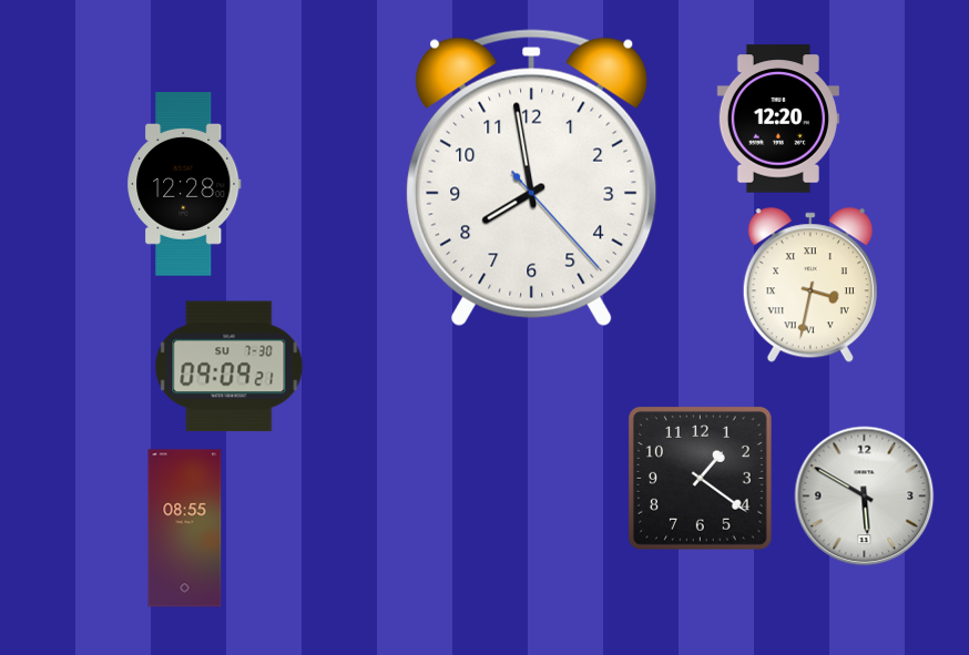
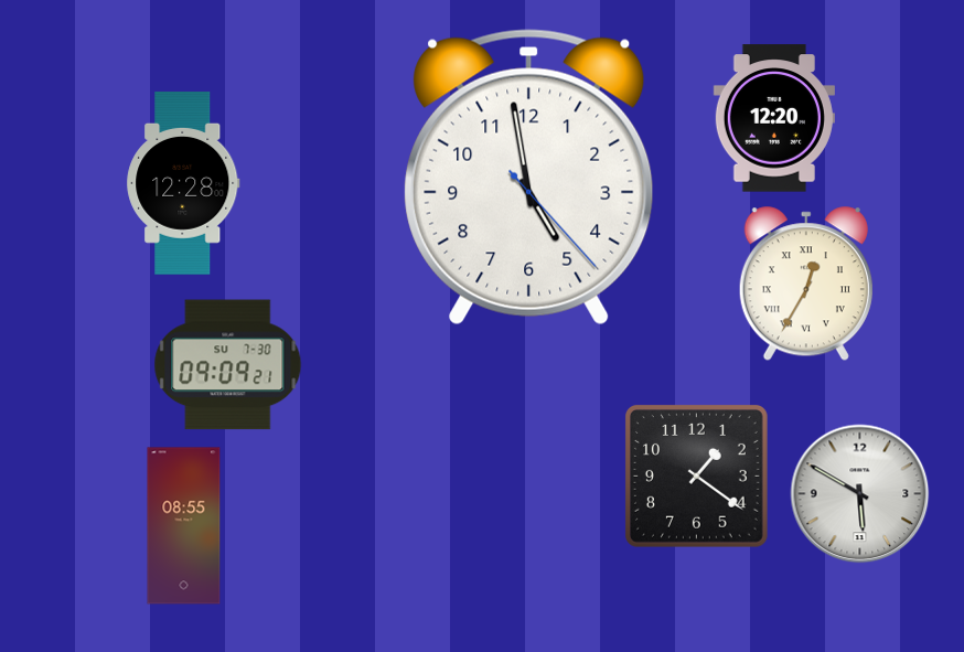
clock at (532, 178): 7:58 -> 4:58
clock at (810, 286): 3:32 -> 12:35
